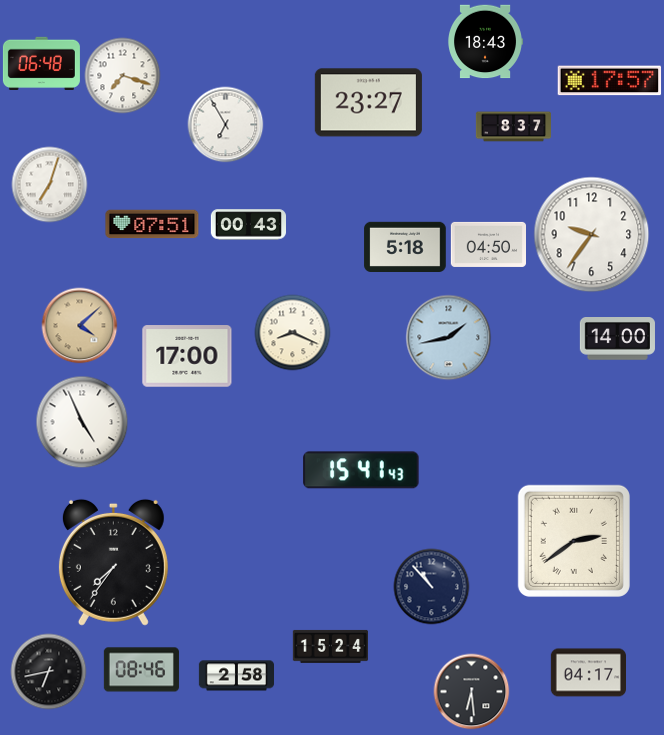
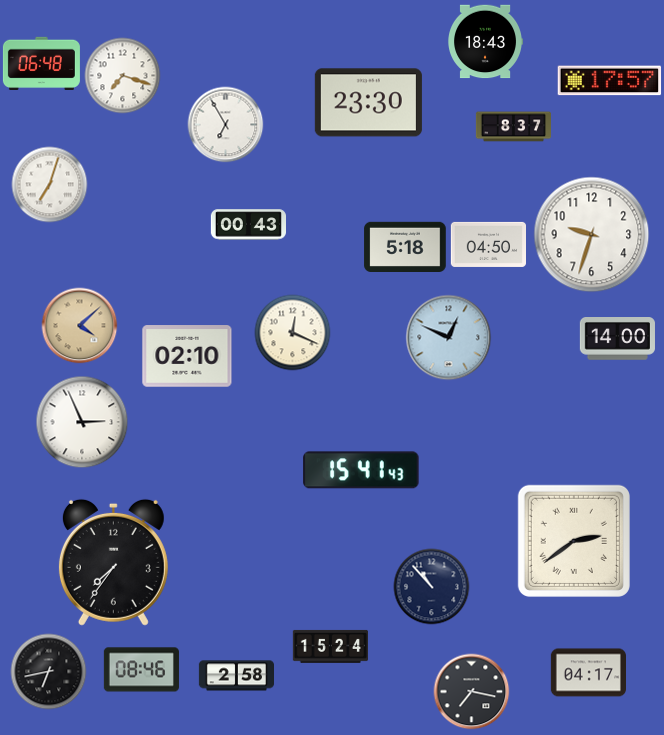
clock at (368, 103): 23:27 -> 23:30
clock at (152, 224): 07:51 -> none
clock at (592, 235): 9:36 -> 9:33
clock at (293, 333): 8:19 -> 12:19
clock at (449, 338): 1:43 -> 12:49
clock at (187, 356): 17:00 -> 02:10
clock at (82, 422): 4:56 -> 2:56
clock at (472, 692): 6:29 -> 7:17
